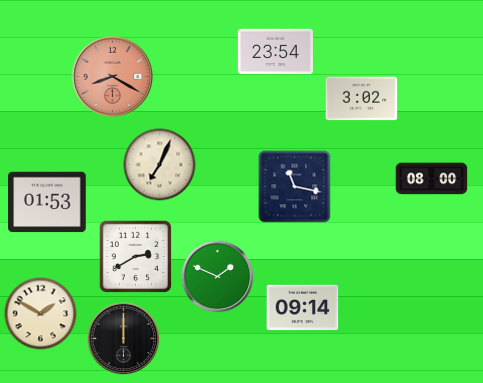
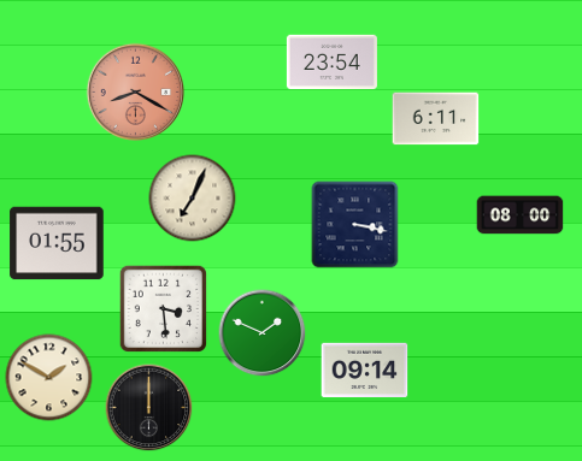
clock at (362, 99): 3:02 -> 6:11
clock at (295, 187): 11:17 -> 3:17
clock at (47, 202): 01:53 -> 01:55
clock at (135, 256): 2:40 -> 3:29
